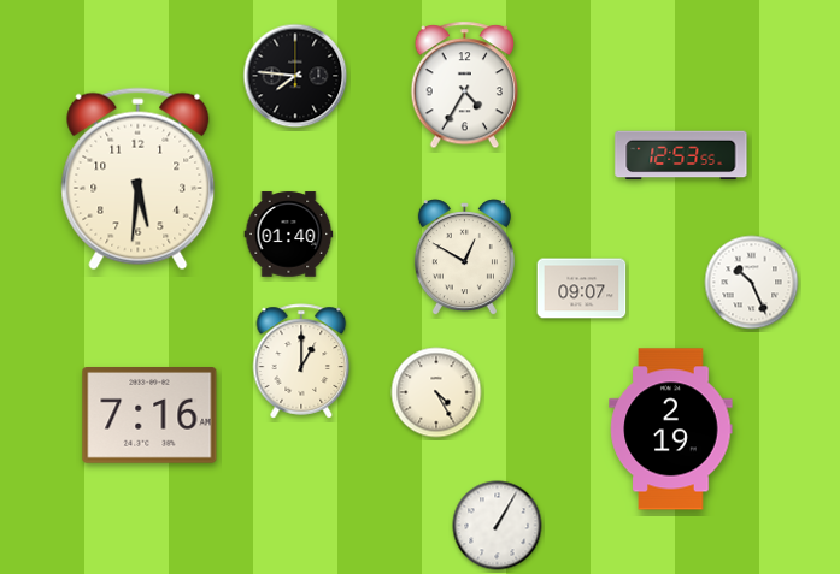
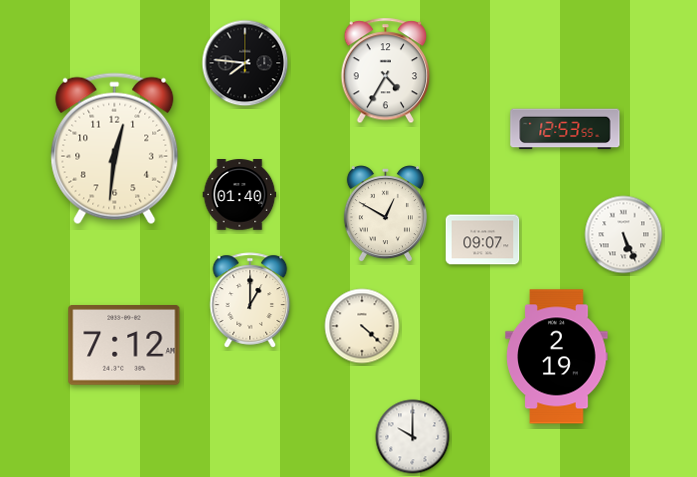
clock at (139, 179): 5:31 -> 12:31
clock at (752, 283): 10:26 -> 5:26
clock at (436, 392): 4:25 -> 4:22
clock at (149, 416): 7:16 -> 7:12
clock at (498, 526): 1:05 -> 10:00
